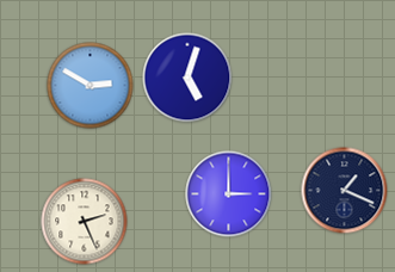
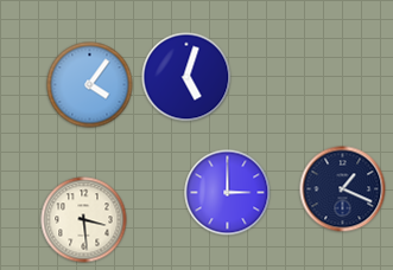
clock at (91, 86): 2:50 -> 4:06
clock at (85, 222): 2:26 -> 3:29
